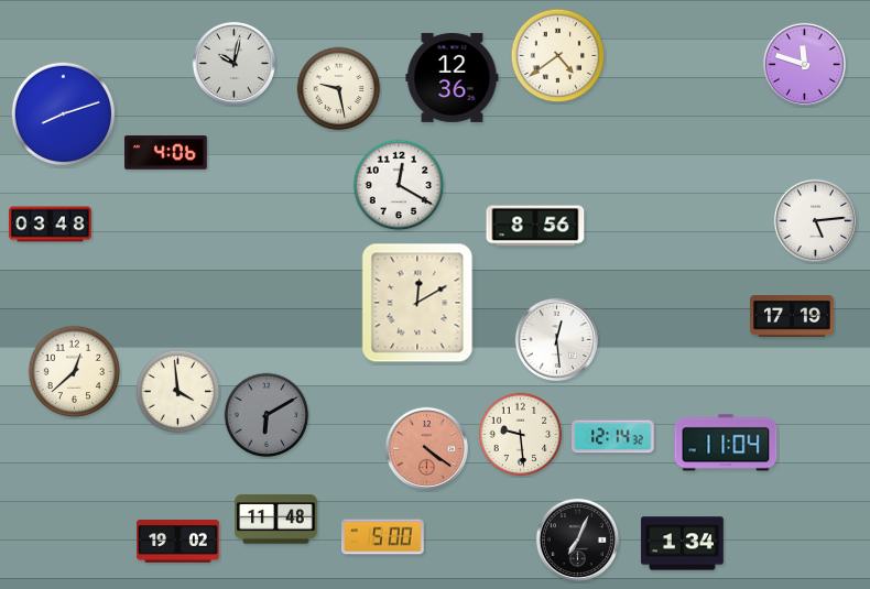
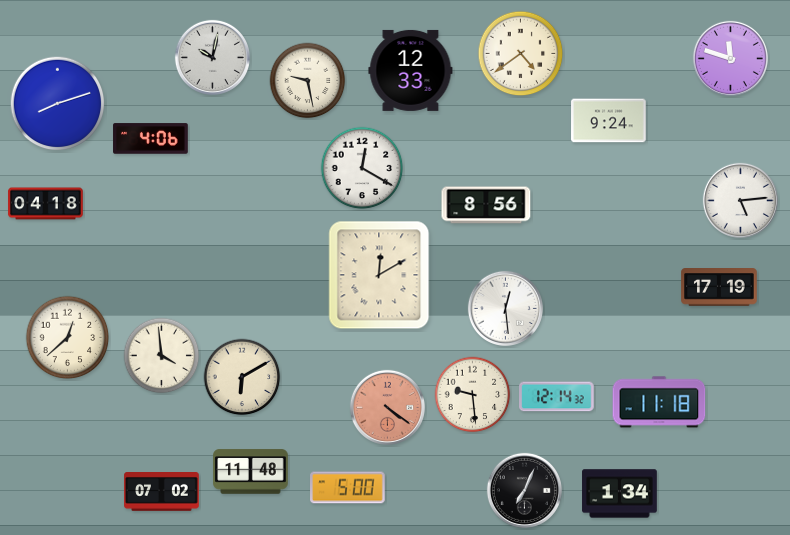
clock at (558, 56) position: (558, 56) -> (521, 54)
clock at (453, 77): 12:36 -> 12:33
clock at (609, 121): none -> 9:24
clock at (51, 225): 03:48 -> 04:18
clock at (267, 415) dial: grey -> cream
clock at (726, 443): 11:04 -> 11:18
clock at (178, 542): 19:02 -> 07:02
